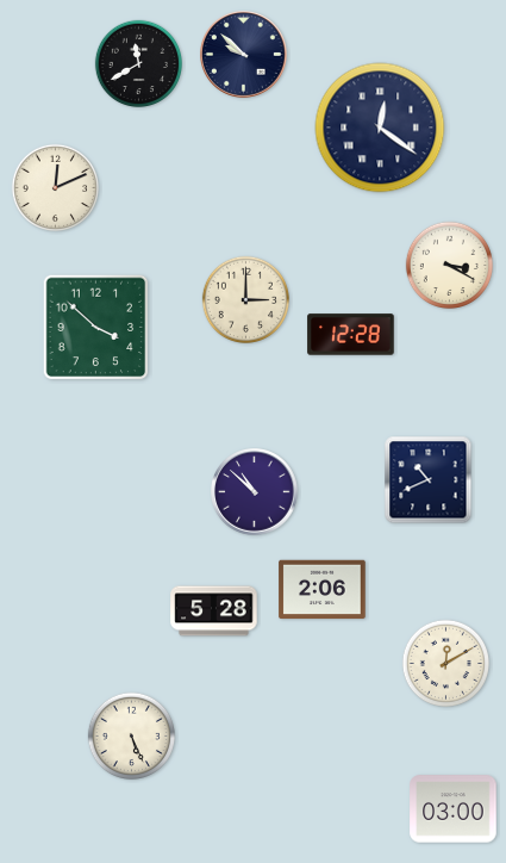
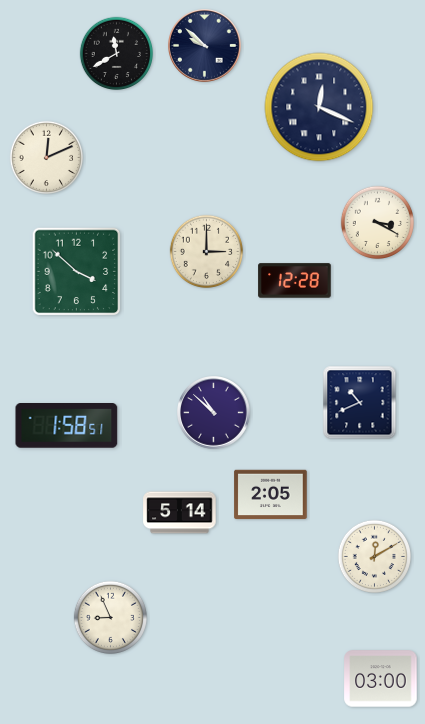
clock at (380, 128): 12:21 -> 12:19
clock at (96, 328) position: (96, 328) -> (77, 272)
clock at (67, 426): none -> 1:58
clock at (323, 590): 2:06 -> 2:05
clock at (214, 611): 5:28 -> 5:14
clock at (131, 735): 5:26 -> 8:56
